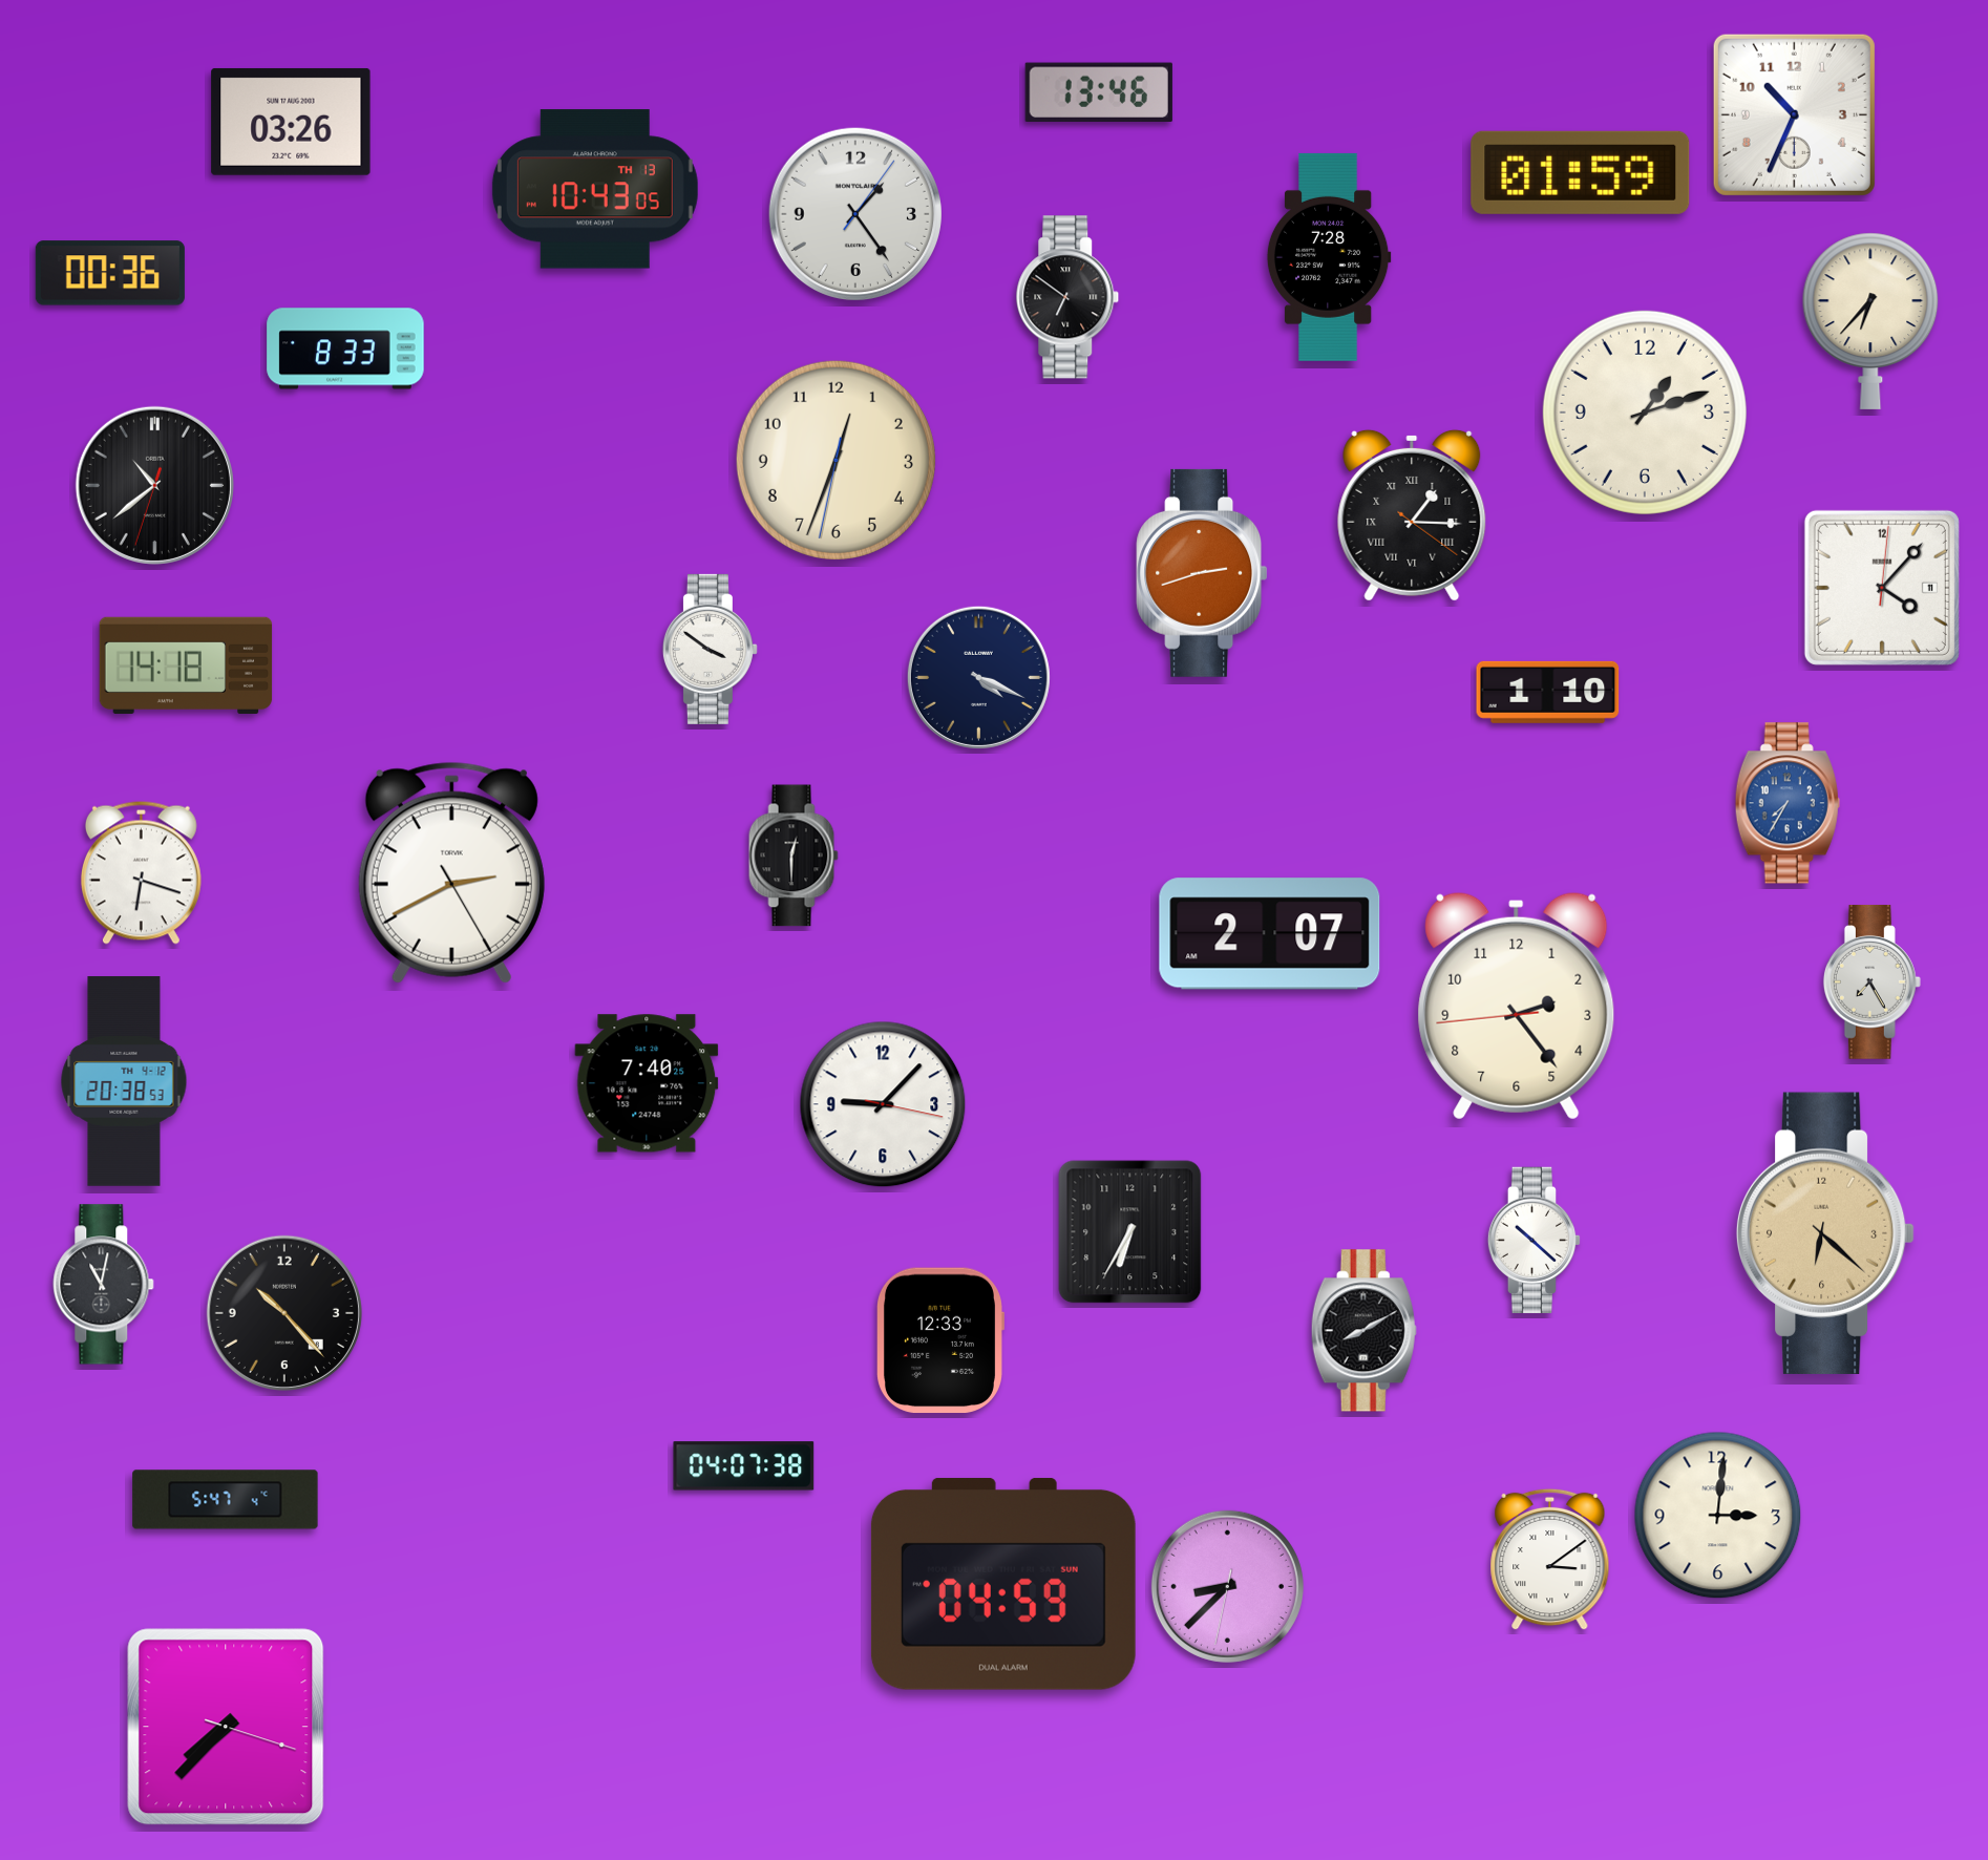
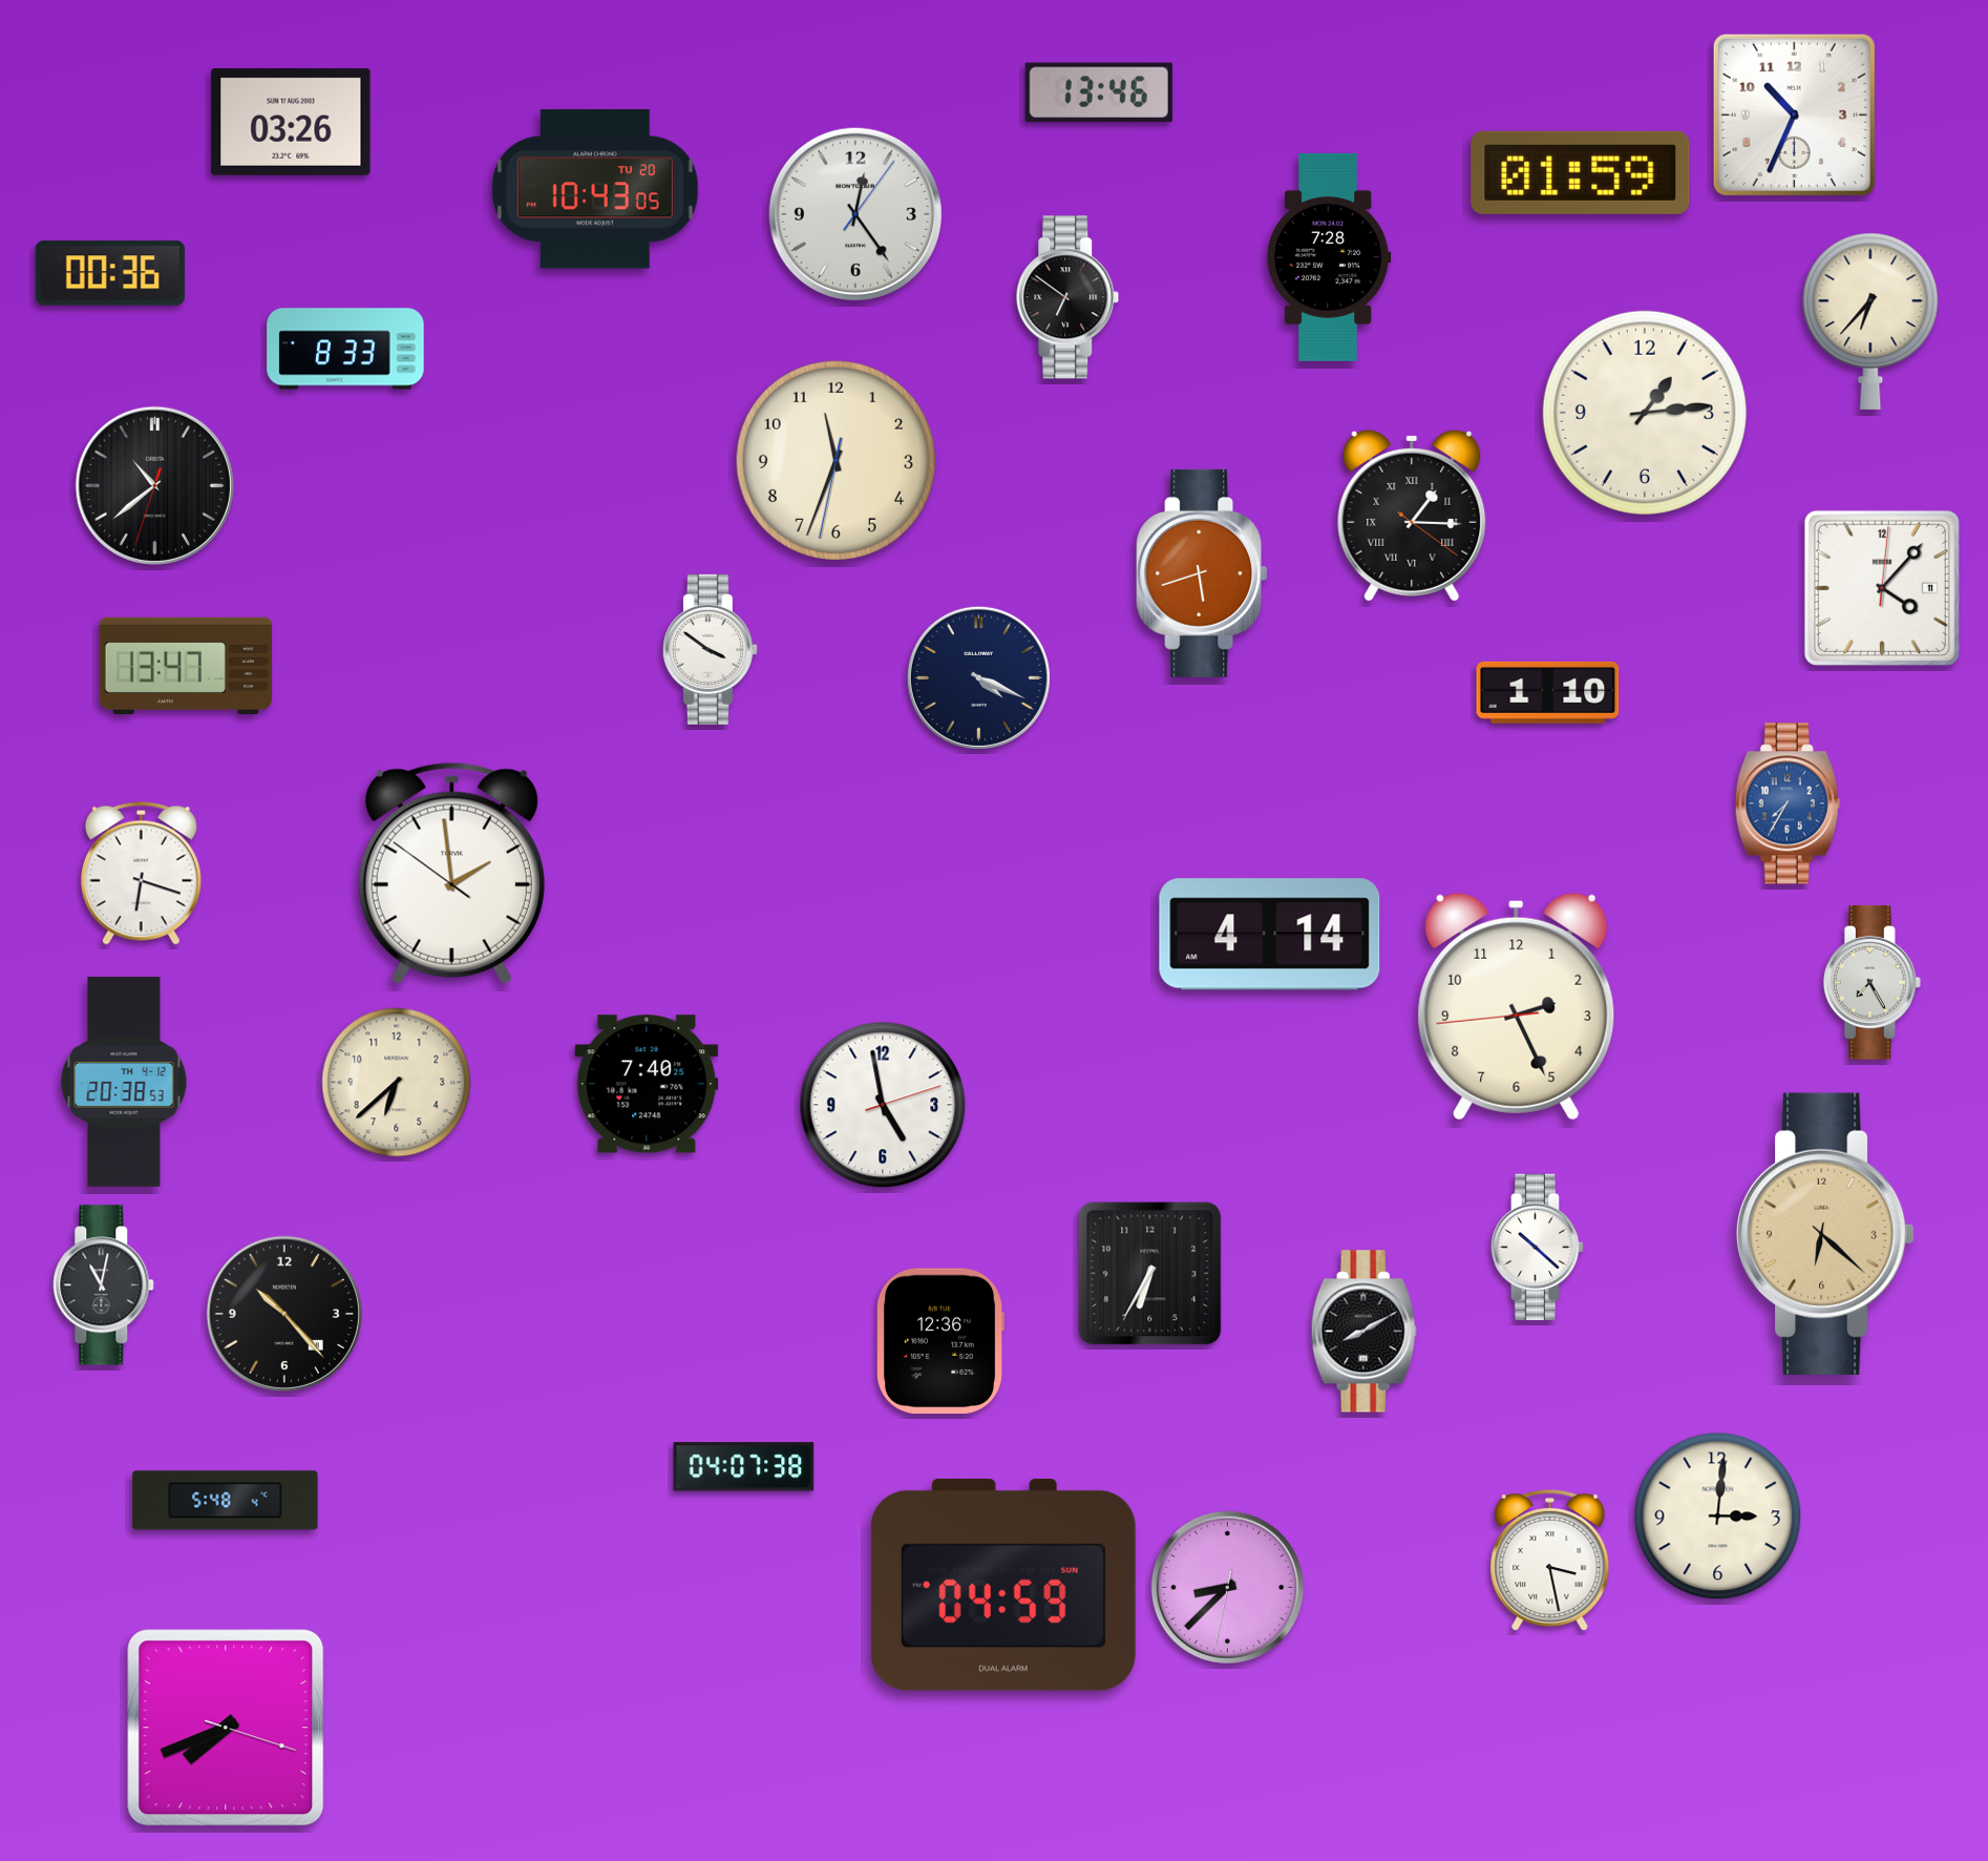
clock at (595, 189) date: TH 13 -> TU 20
clock at (855, 214): 1:24 -> 12:24
clock at (1645, 413): 1:12 -> 1:14
clock at (836, 460): 12:33 -> 11:33
clock at (1202, 573): 2:42 -> 5:42
clock at (186, 665): 14:18 -> 13:47
clock at (794, 855): 12:30 -> none
clock at (451, 872): 2:40 -> 1:58
clock at (1270, 934): 2:07 -> 4:14
clock at (1517, 1006): 2:23 -> 2:25
clock at (397, 1083): none -> 6:38
clock at (883, 1104): 9:07 -> 4:58
clock at (1130, 1232) position: (1130, 1232) -> (1150, 1274)
clock at (1535, 1241) position: (1535, 1241) -> (1538, 1248)
clock at (939, 1340): 12:33 -> 12:36
clock at (226, 1500): 5:47 -> 5:48
clock at (1550, 1560): 3:09 -> 3:28
clock at (226, 1727): 7:37 -> 7:41
